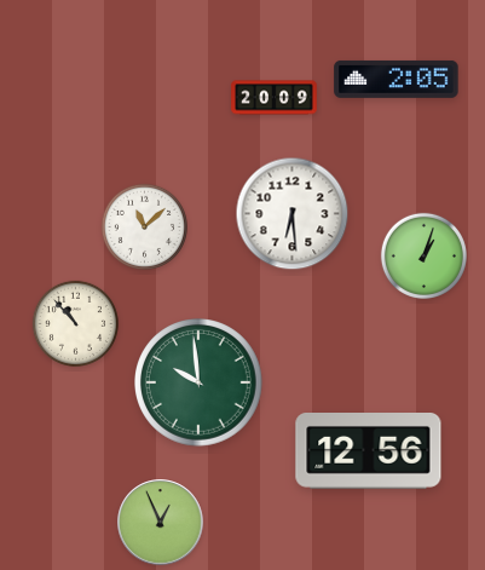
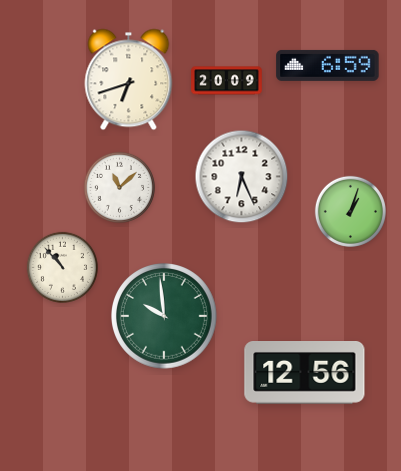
clock at (397, 79): 2:05 -> 6:59
clock at (129, 80): none -> 6:42
clock at (293, 214): 6:29 -> 6:26
clock at (161, 523): 12:56 -> none
